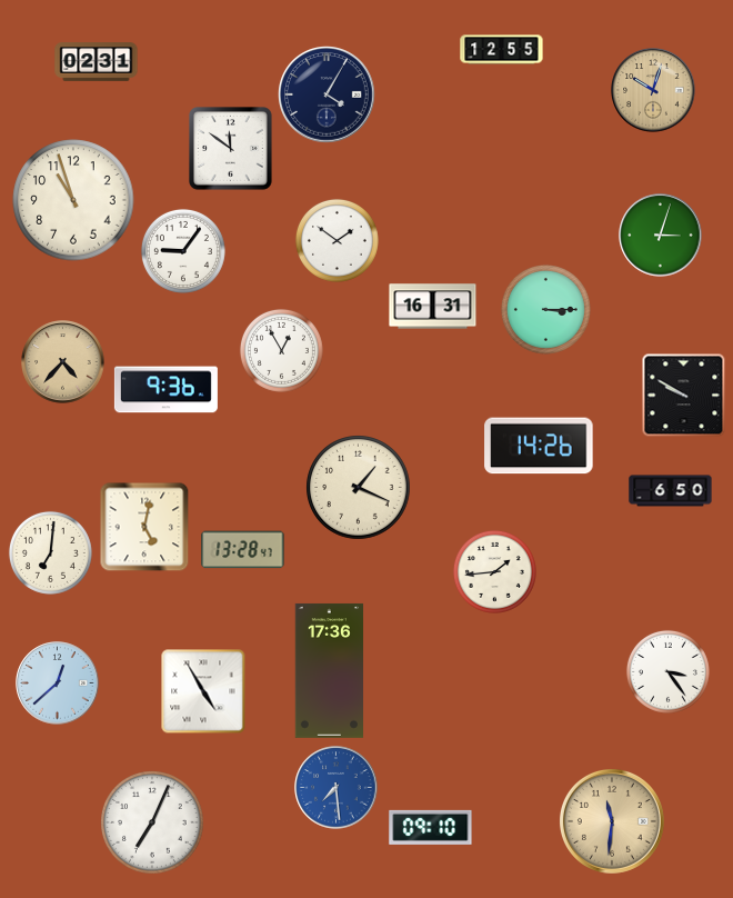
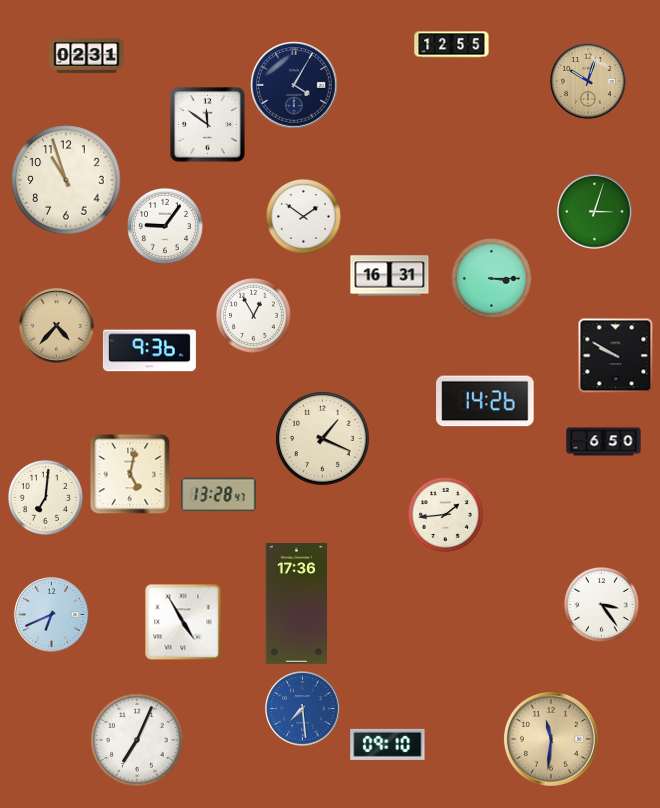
clock at (231, 149) position: (231, 149) -> (208, 125)
clock at (58, 684): 12:38 -> 6:41
